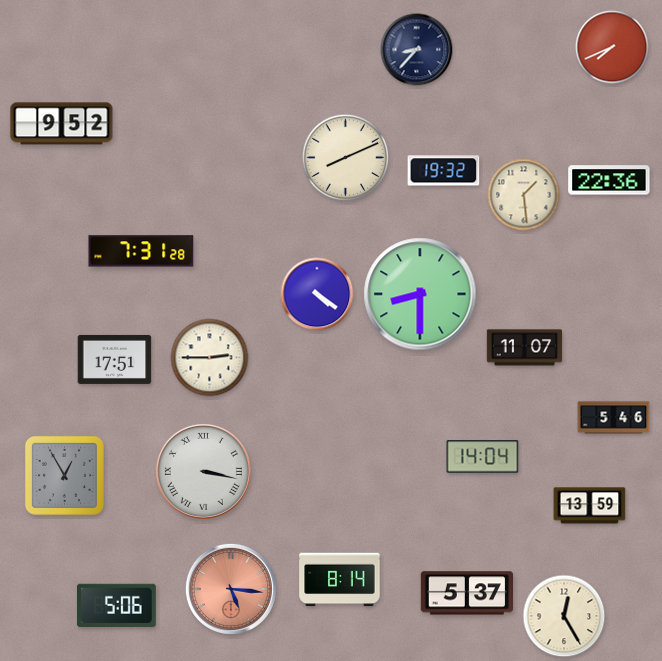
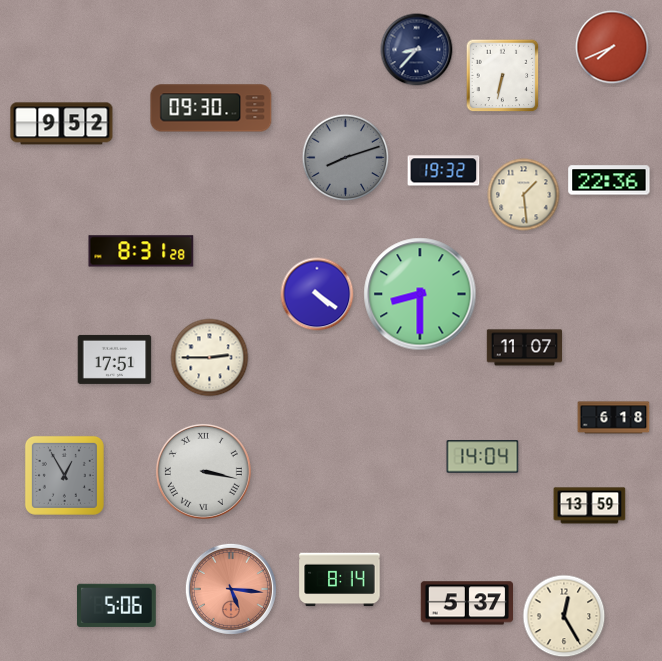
clock at (503, 76): none -> 6:32
clock at (211, 108): none -> 09:30
clock at (346, 158): 8:11 -> 8:12
clock at (346, 158) dial: cream -> grey
clock at (141, 251): 7:31 -> 8:31
clock at (614, 418): 5:46 -> 6:18
clock at (466, 593) position: (466, 593) -> (466, 603)
